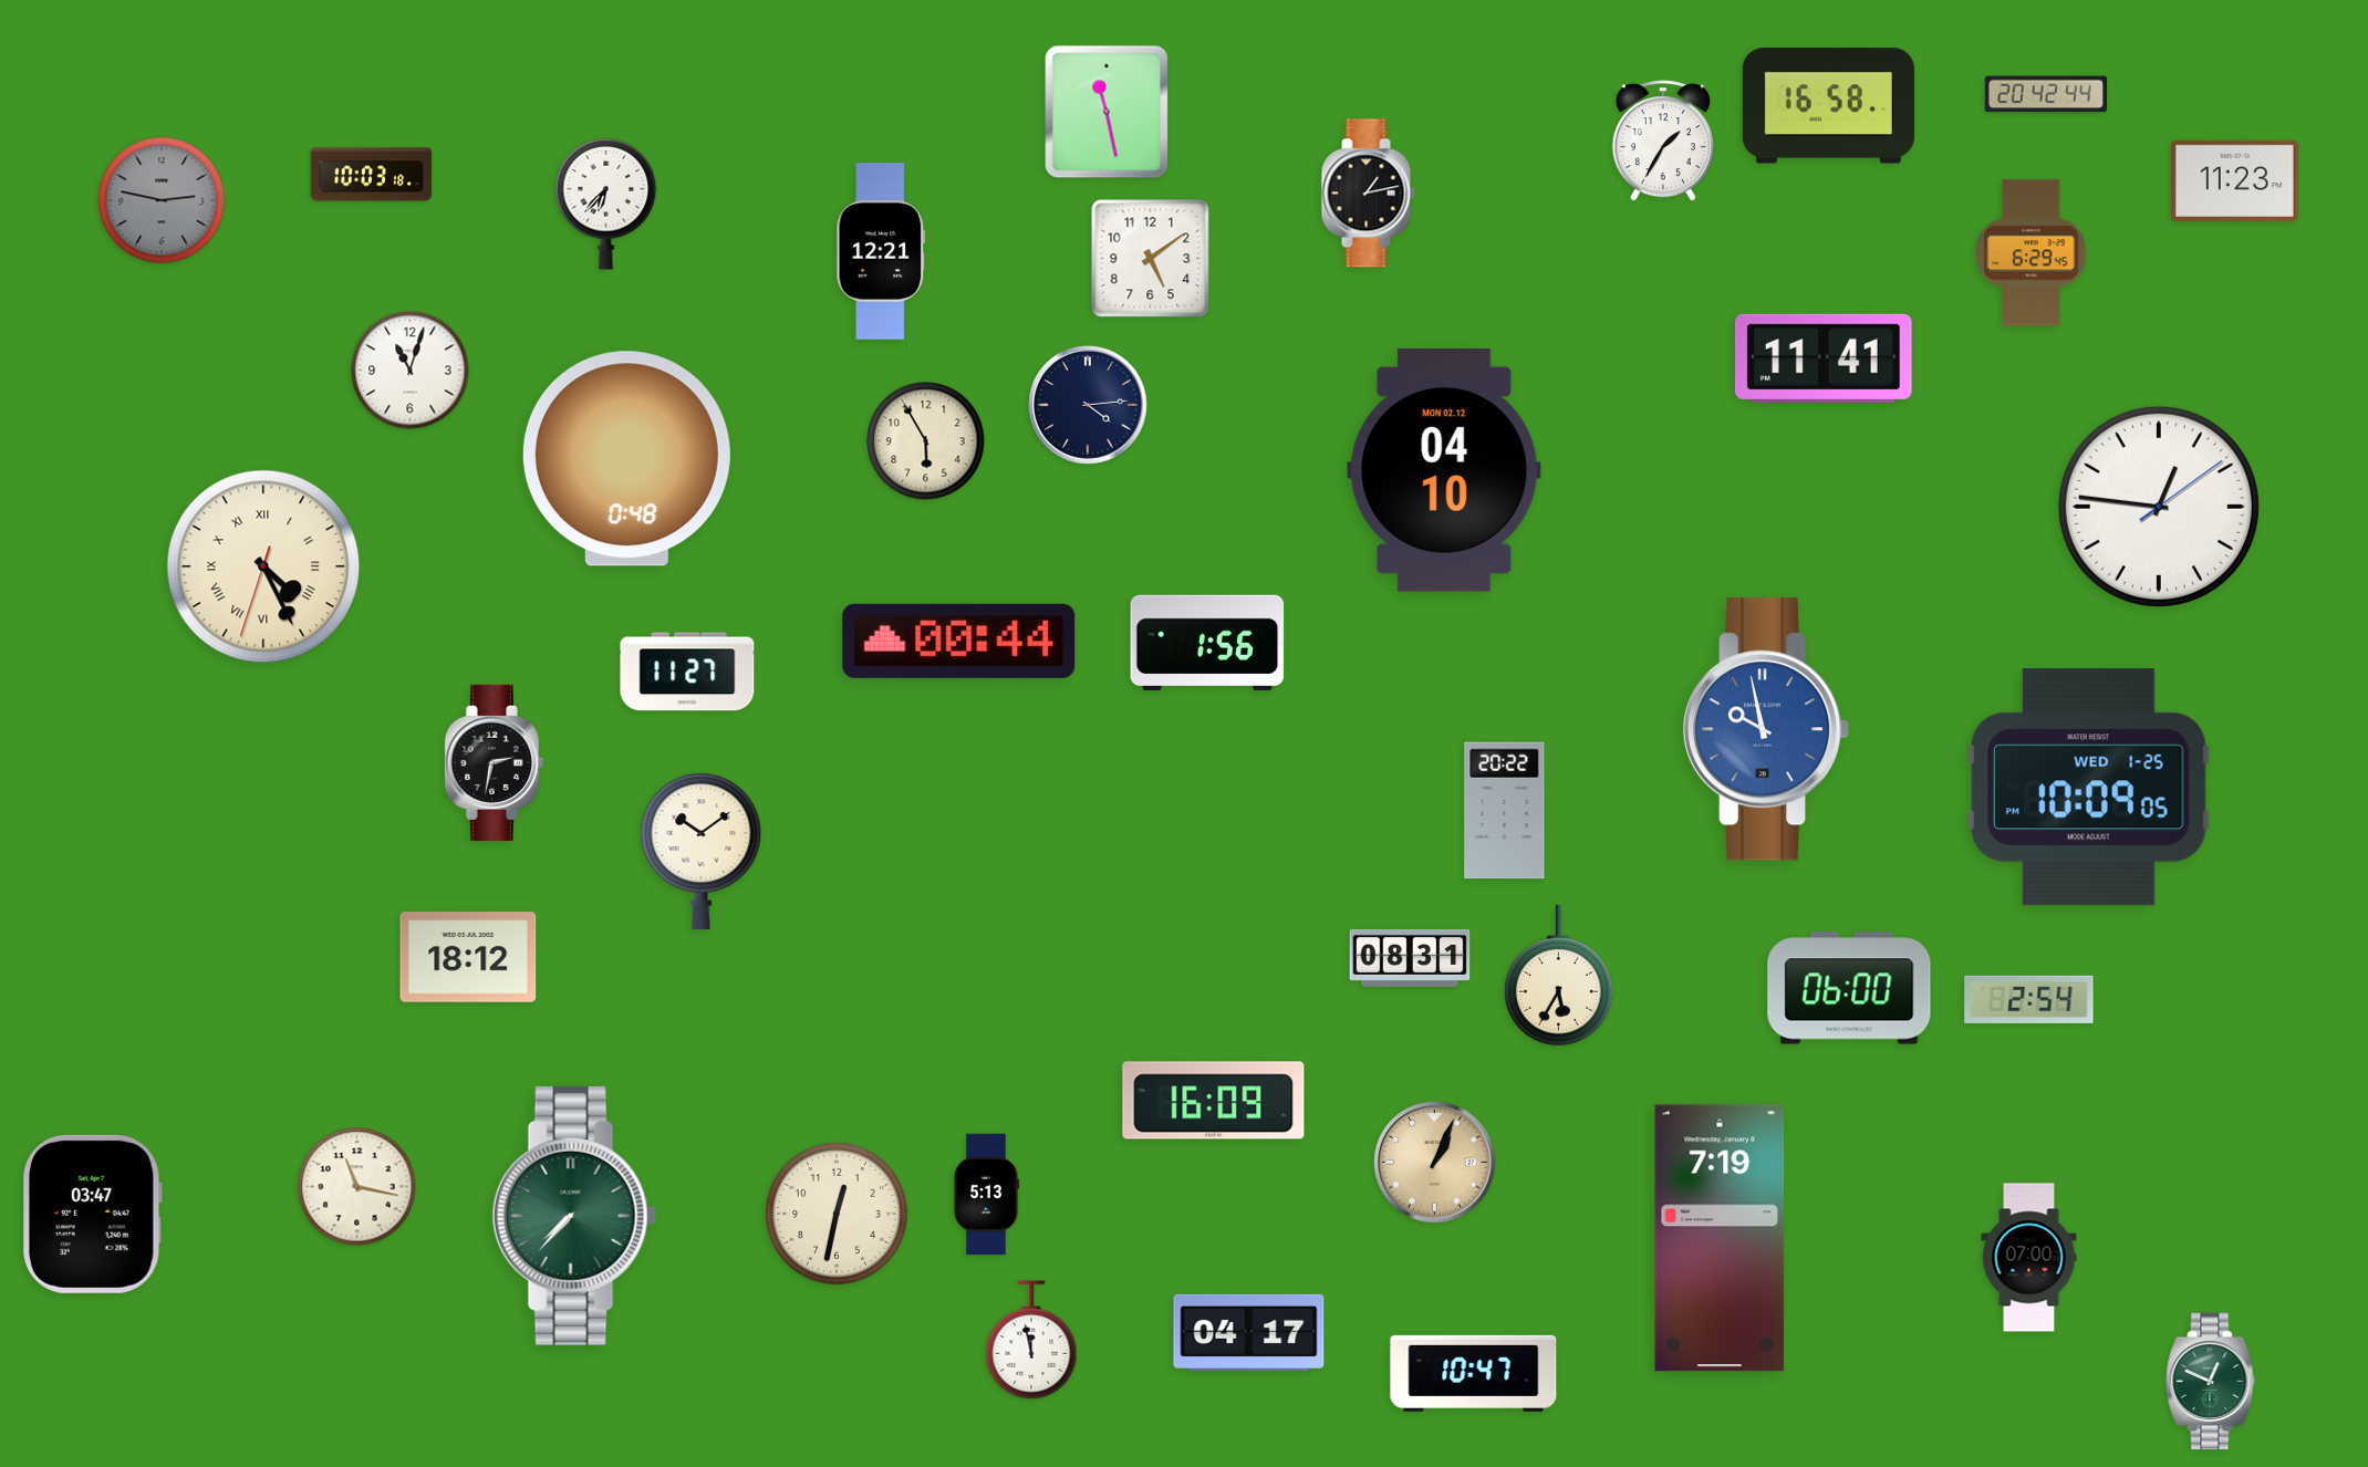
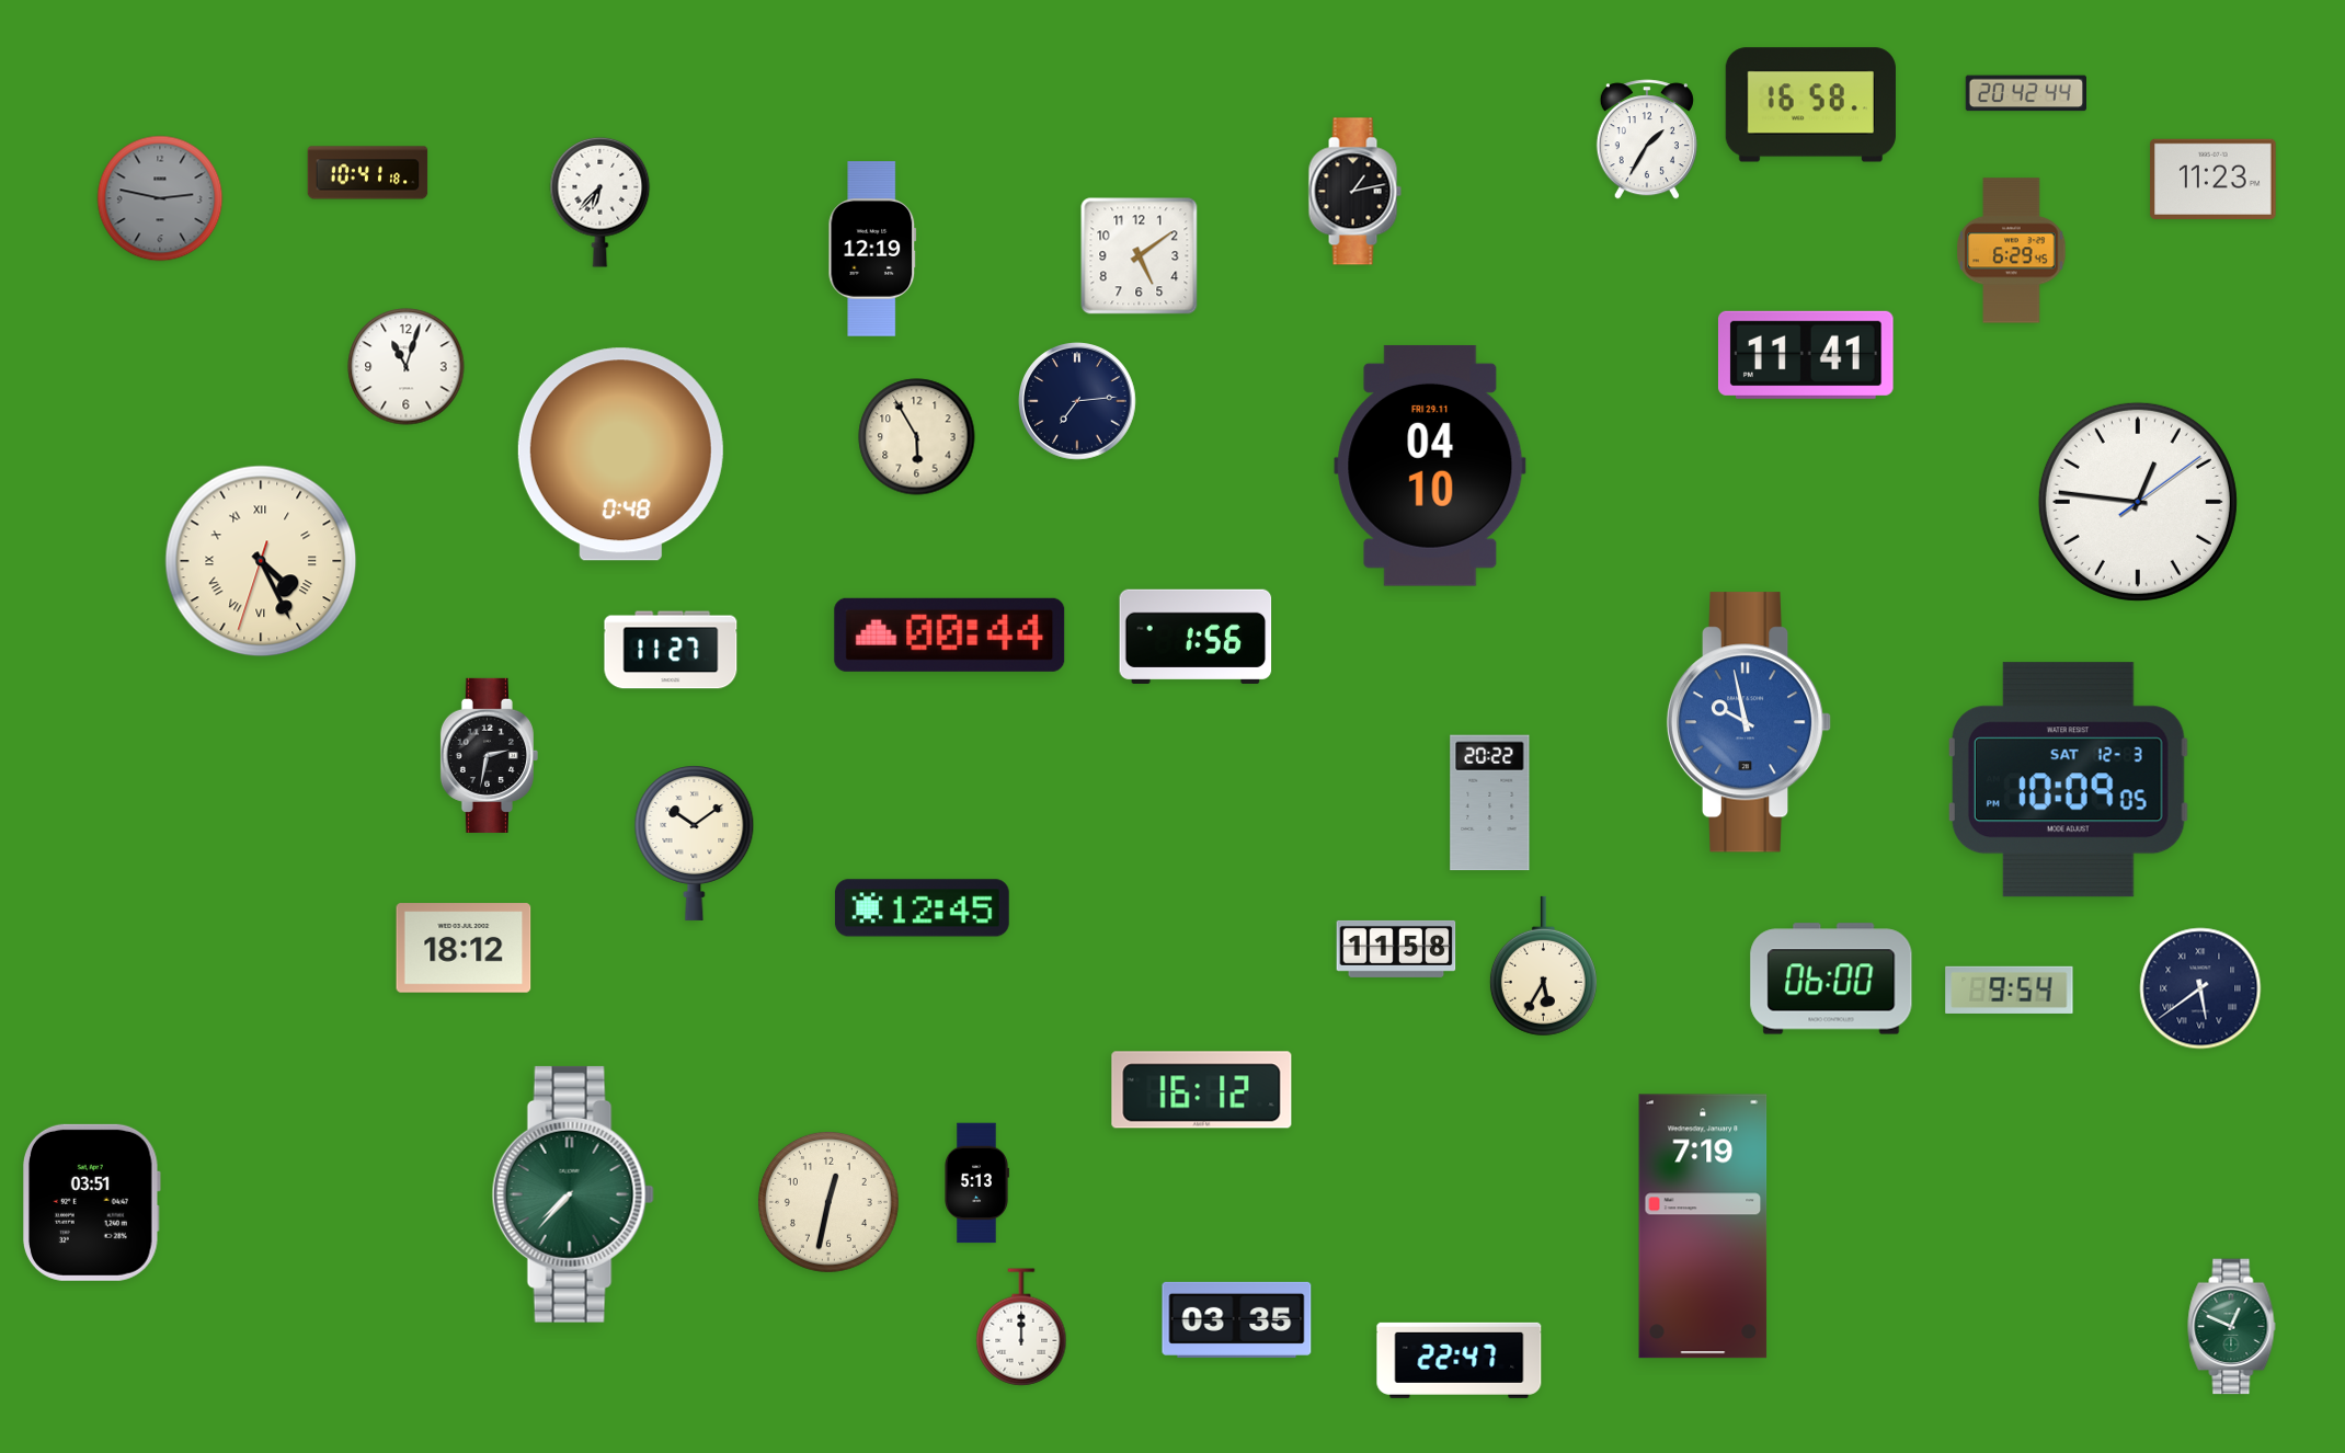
clock at (1107, 112): 11:28 -> none
clock at (372, 175): 10:03 -> 10:41
clock at (881, 251): 12:21 -> 12:19
clock at (1089, 406): 4:14 -> 7:14
clock at (1444, 470) date: MON 02.12 -> FRI 29.11
clock at (687, 672) position: (687, 672) -> (671, 650)
clock at (2088, 788) date: WED 1-25 -> SAT 12-3
clock at (922, 908): none -> 12:45
clock at (1410, 958): 08:31 -> 11:58
clock at (2200, 988): none -> 5:39
clock at (2029, 999): 2:54 -> 9:54
clock at (1214, 1101): 16:09 -> 16:12
clock at (1435, 1163): 1:04 -> none
clock at (357, 1187): 11:17 -> none
clock at (93, 1214): 03:47 -> 03:51
clock at (574, 1216) position: (574, 1216) -> (573, 1194)
clock at (2029, 1258): 07:00 -> none
clock at (1249, 1332): 04:17 -> 03:35
clock at (1031, 1340): 11:58 -> 12:00
clock at (1474, 1373): 10:47 -> 22:47
clock at (2211, 1382) position: (2211, 1382) -> (2232, 1327)
